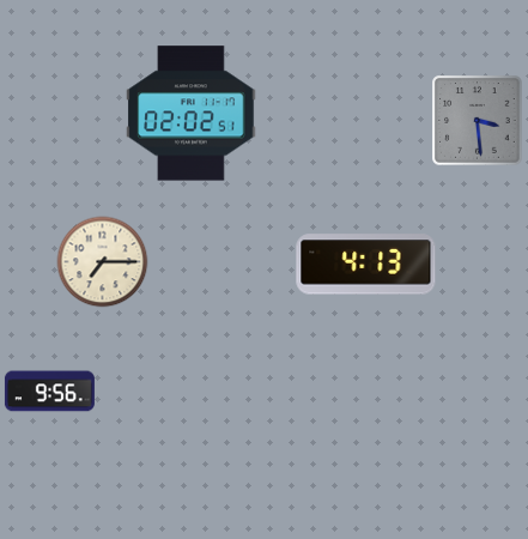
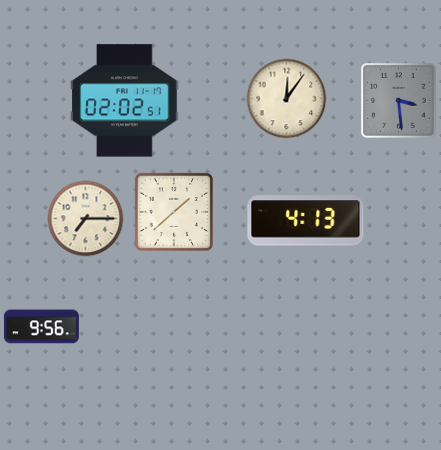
clock at (192, 114) position: (192, 114) -> (125, 101)
clock at (287, 99): none -> 12:06
clock at (173, 211): none -> 1:38
